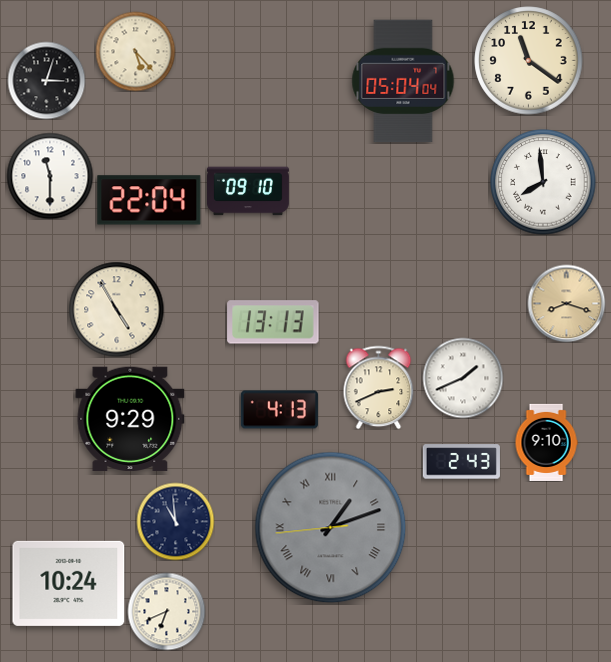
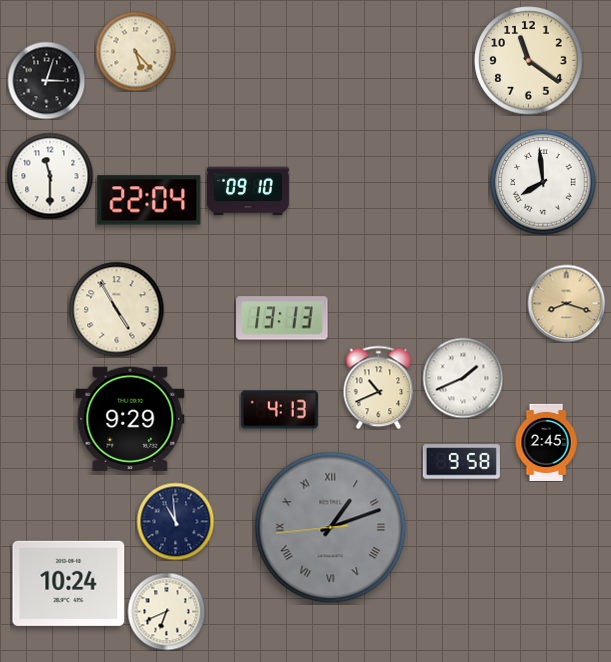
clock at (403, 81): 05:04 -> none
clock at (273, 322) position: (273, 322) -> (282, 318)
clock at (379, 387): 2:41 -> 10:41
clock at (546, 442): 9:10 -> 2:45
clock at (461, 462): 2:43 -> 9:58
